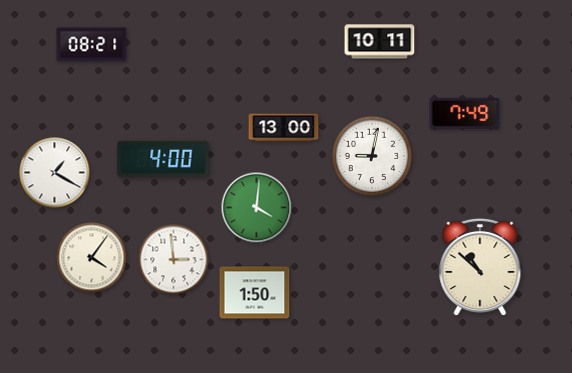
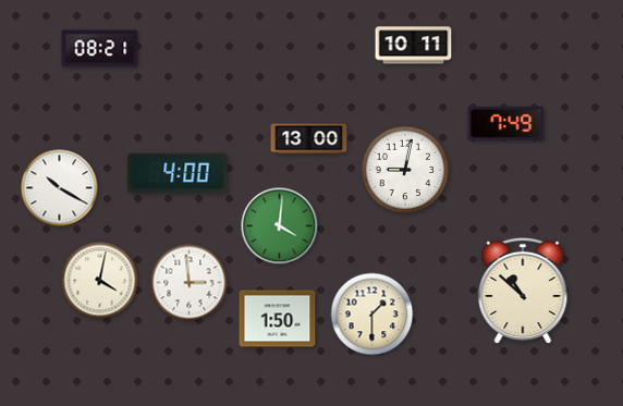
clock at (55, 173): 1:20 -> 10:20
clock at (92, 258): 4:06 -> 4:02
clock at (372, 315): none -> 1:30
